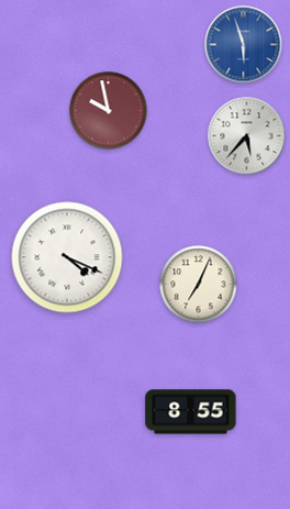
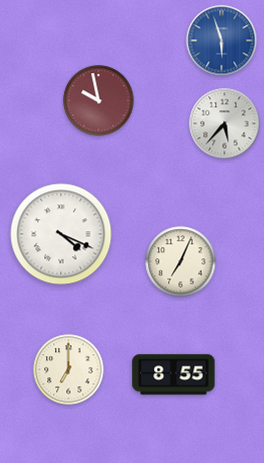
clock at (199, 285) position: (199, 285) -> (181, 262)
clock at (69, 370): none -> 7:00
